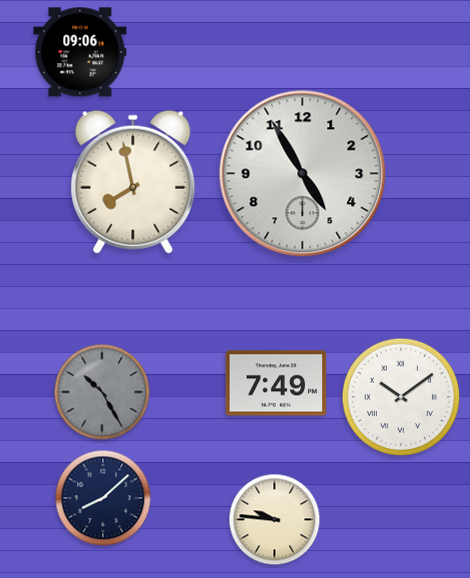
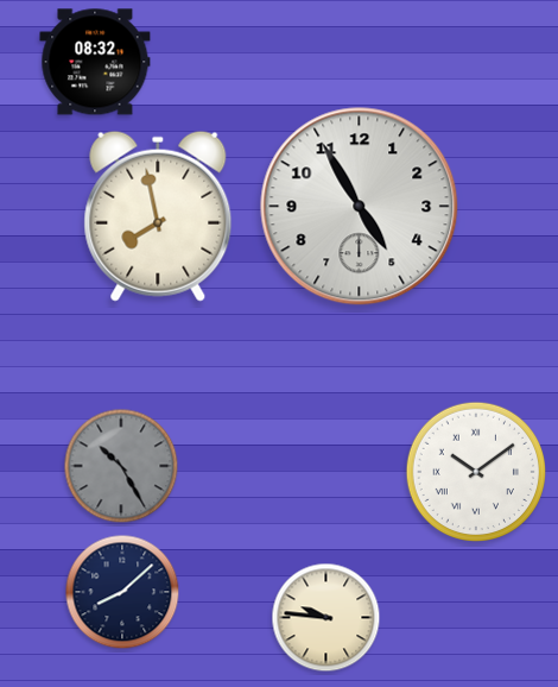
clock at (80, 52): 09:06 -> 08:32
clock at (276, 383): 7:49 -> none
